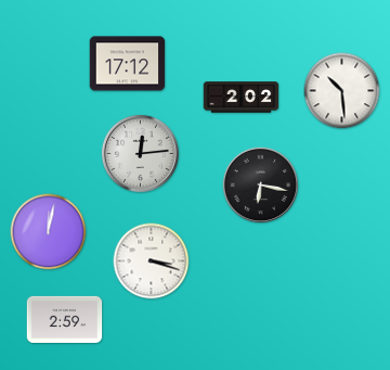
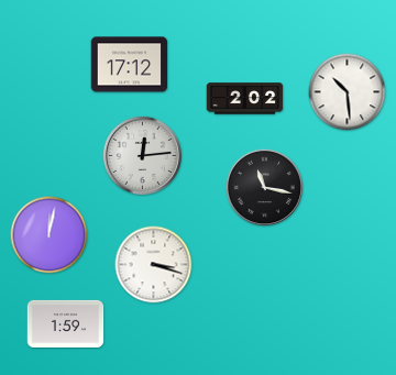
clock at (261, 186): 6:17 -> 11:17
clock at (65, 319): 2:59 -> 1:59
